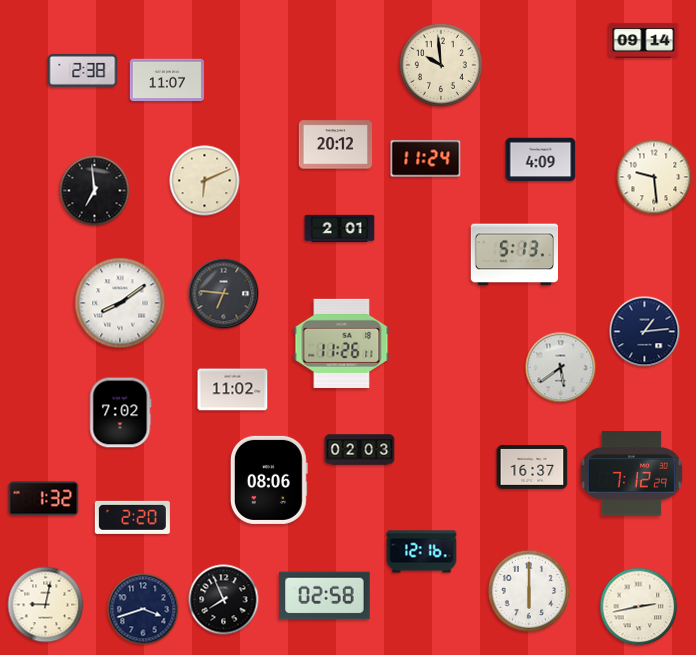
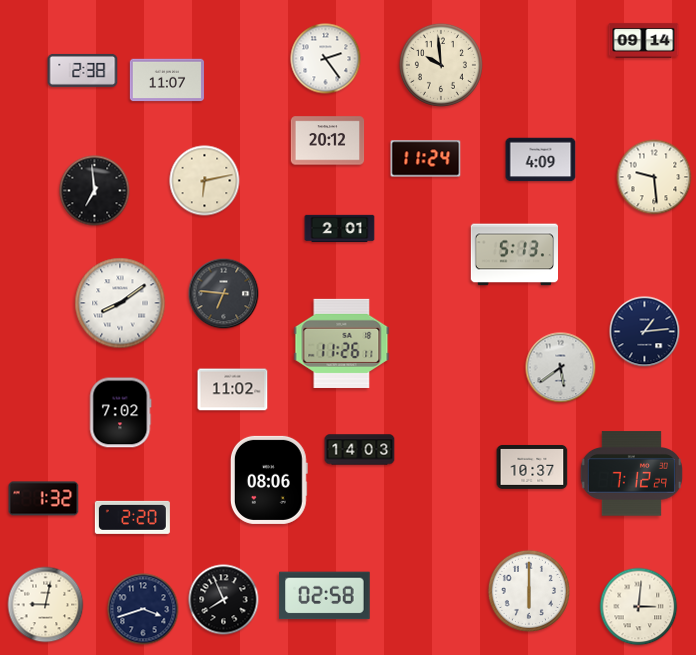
clock at (326, 59): none -> 2:24
clock at (336, 145) position: (336, 145) -> (328, 141)
clock at (205, 181): 6:11 -> 6:13
clock at (360, 450): 02:03 -> 14:03
clock at (532, 467): 16:37 -> 10:37
clock at (422, 552): 12:16 -> none
clock at (639, 607): 2:43 -> 3:01
